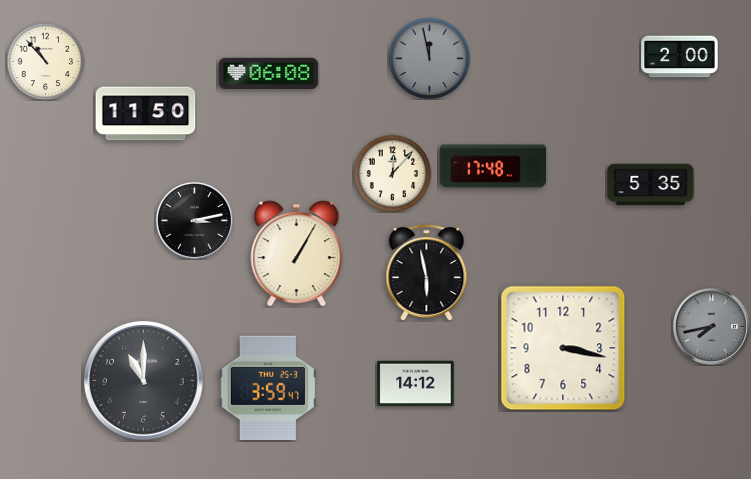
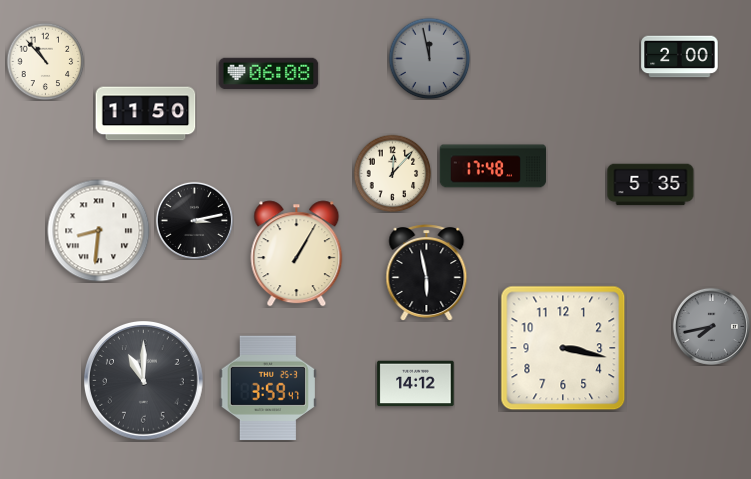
clock at (99, 231): none -> 8:31
